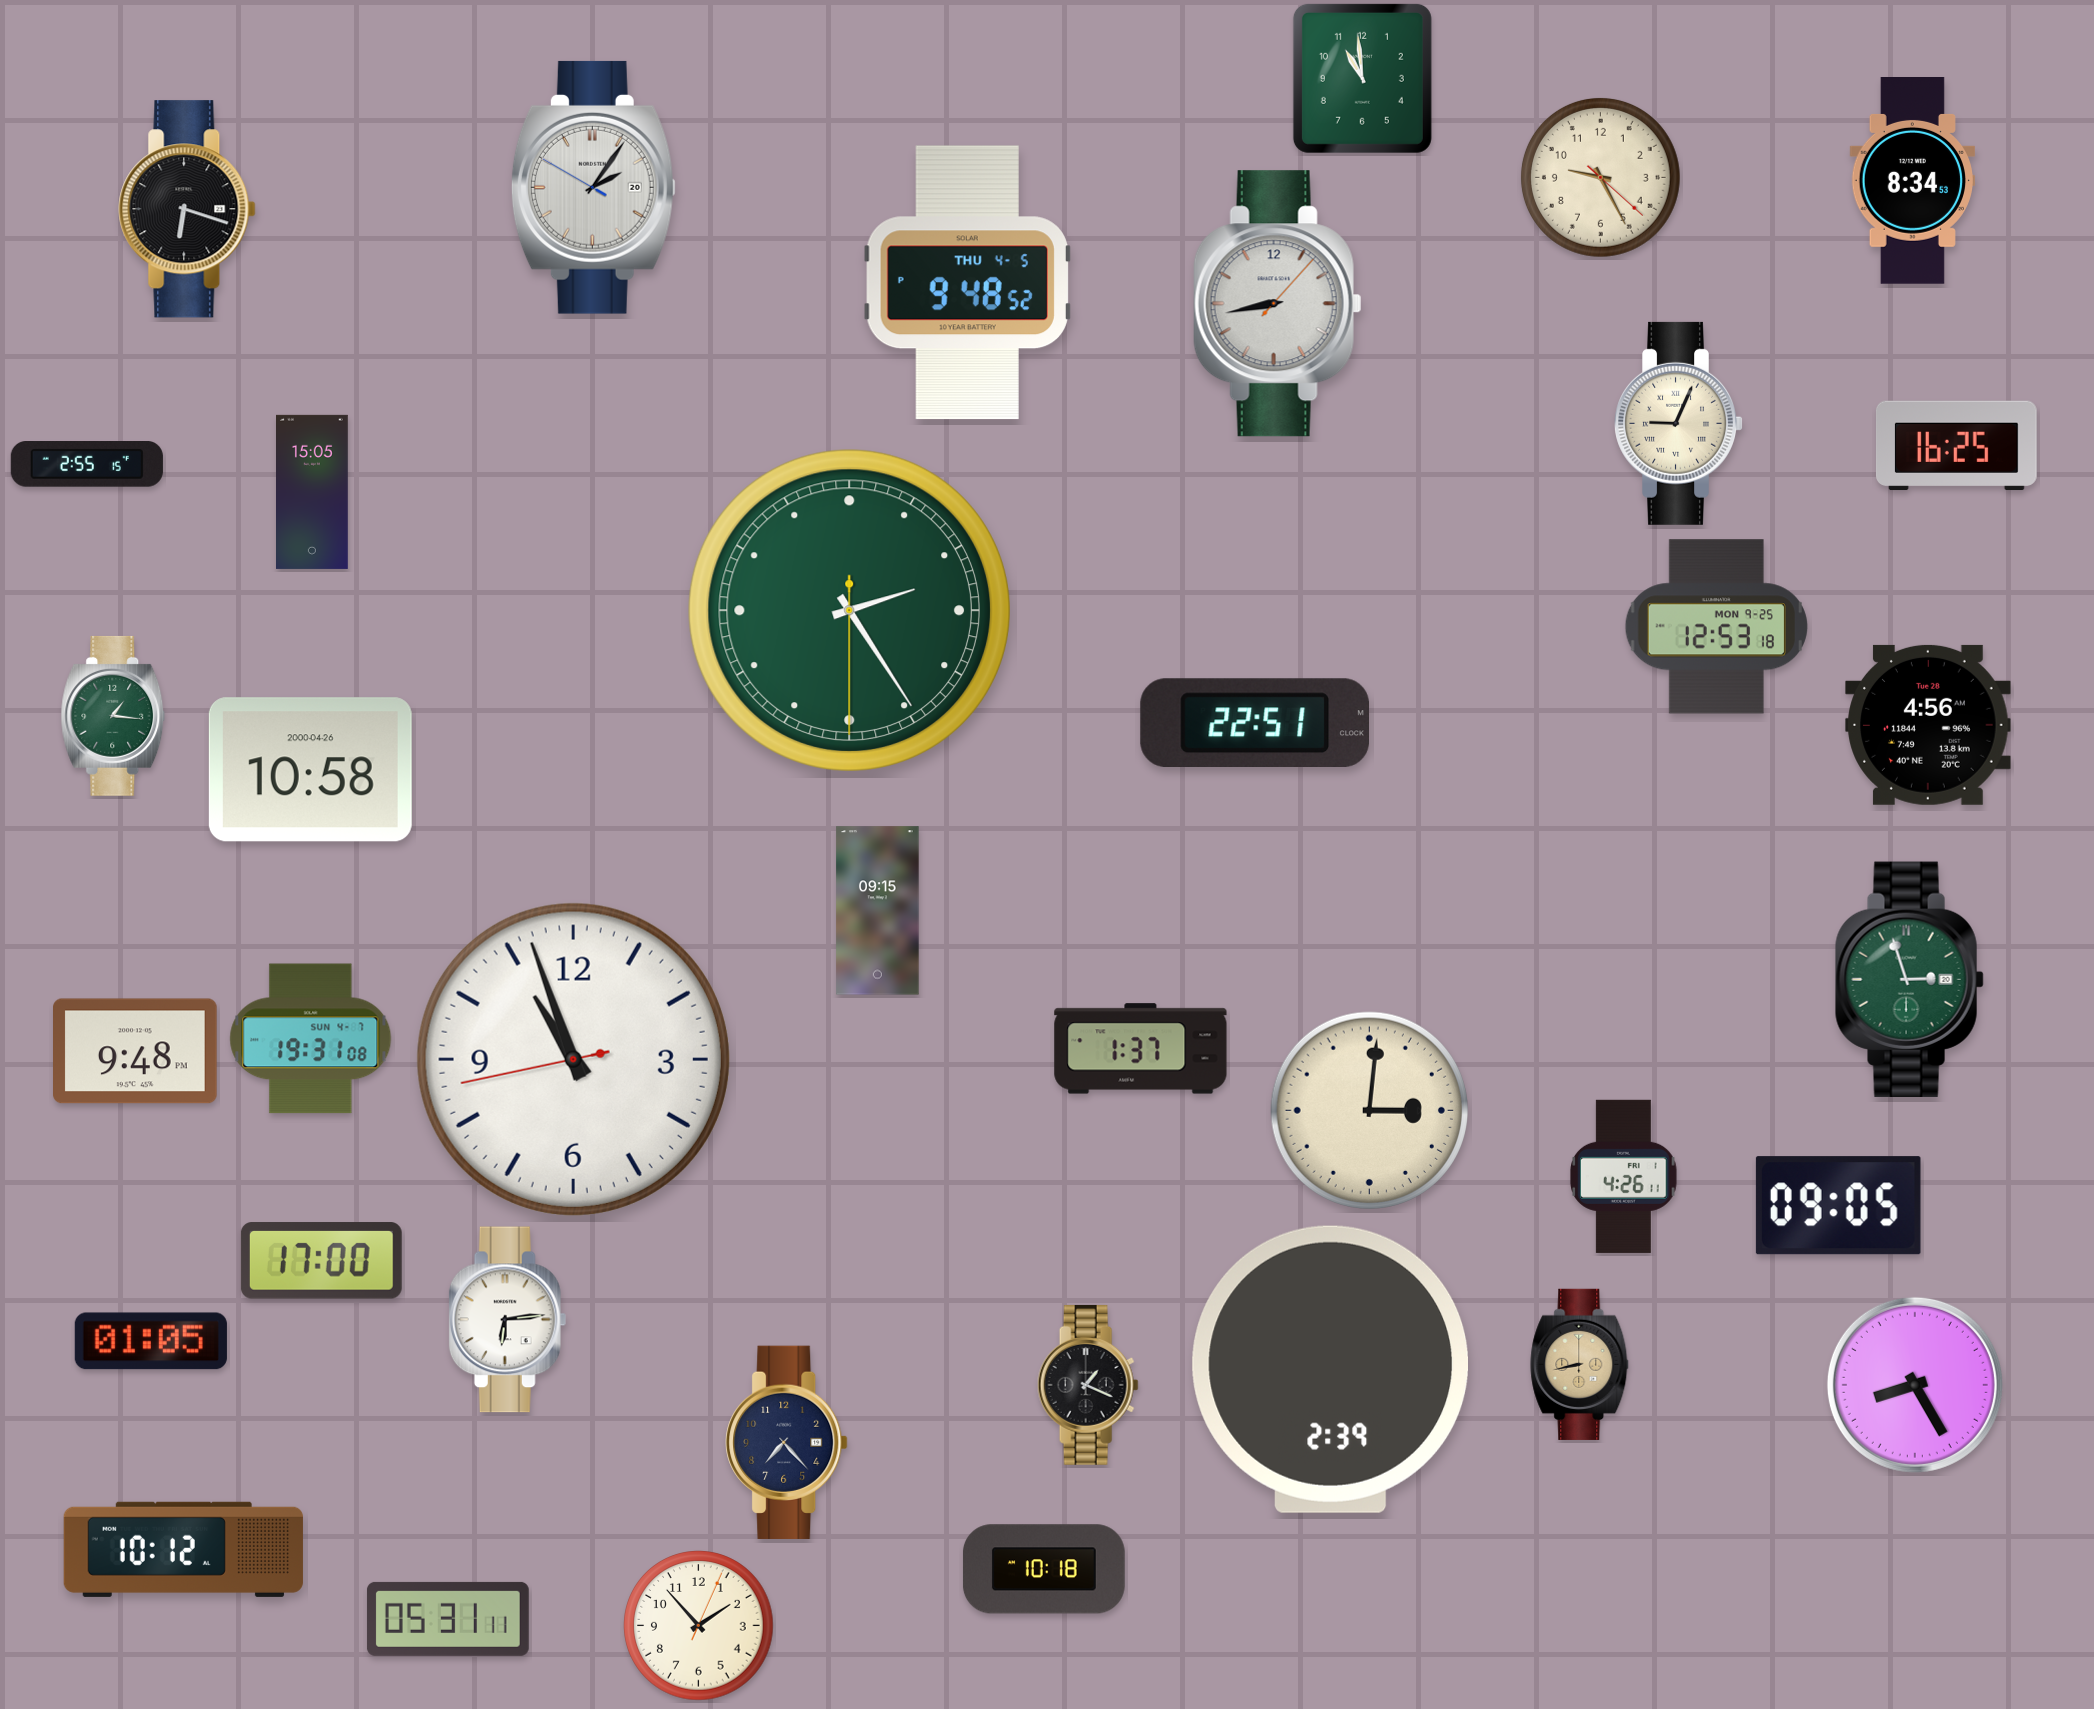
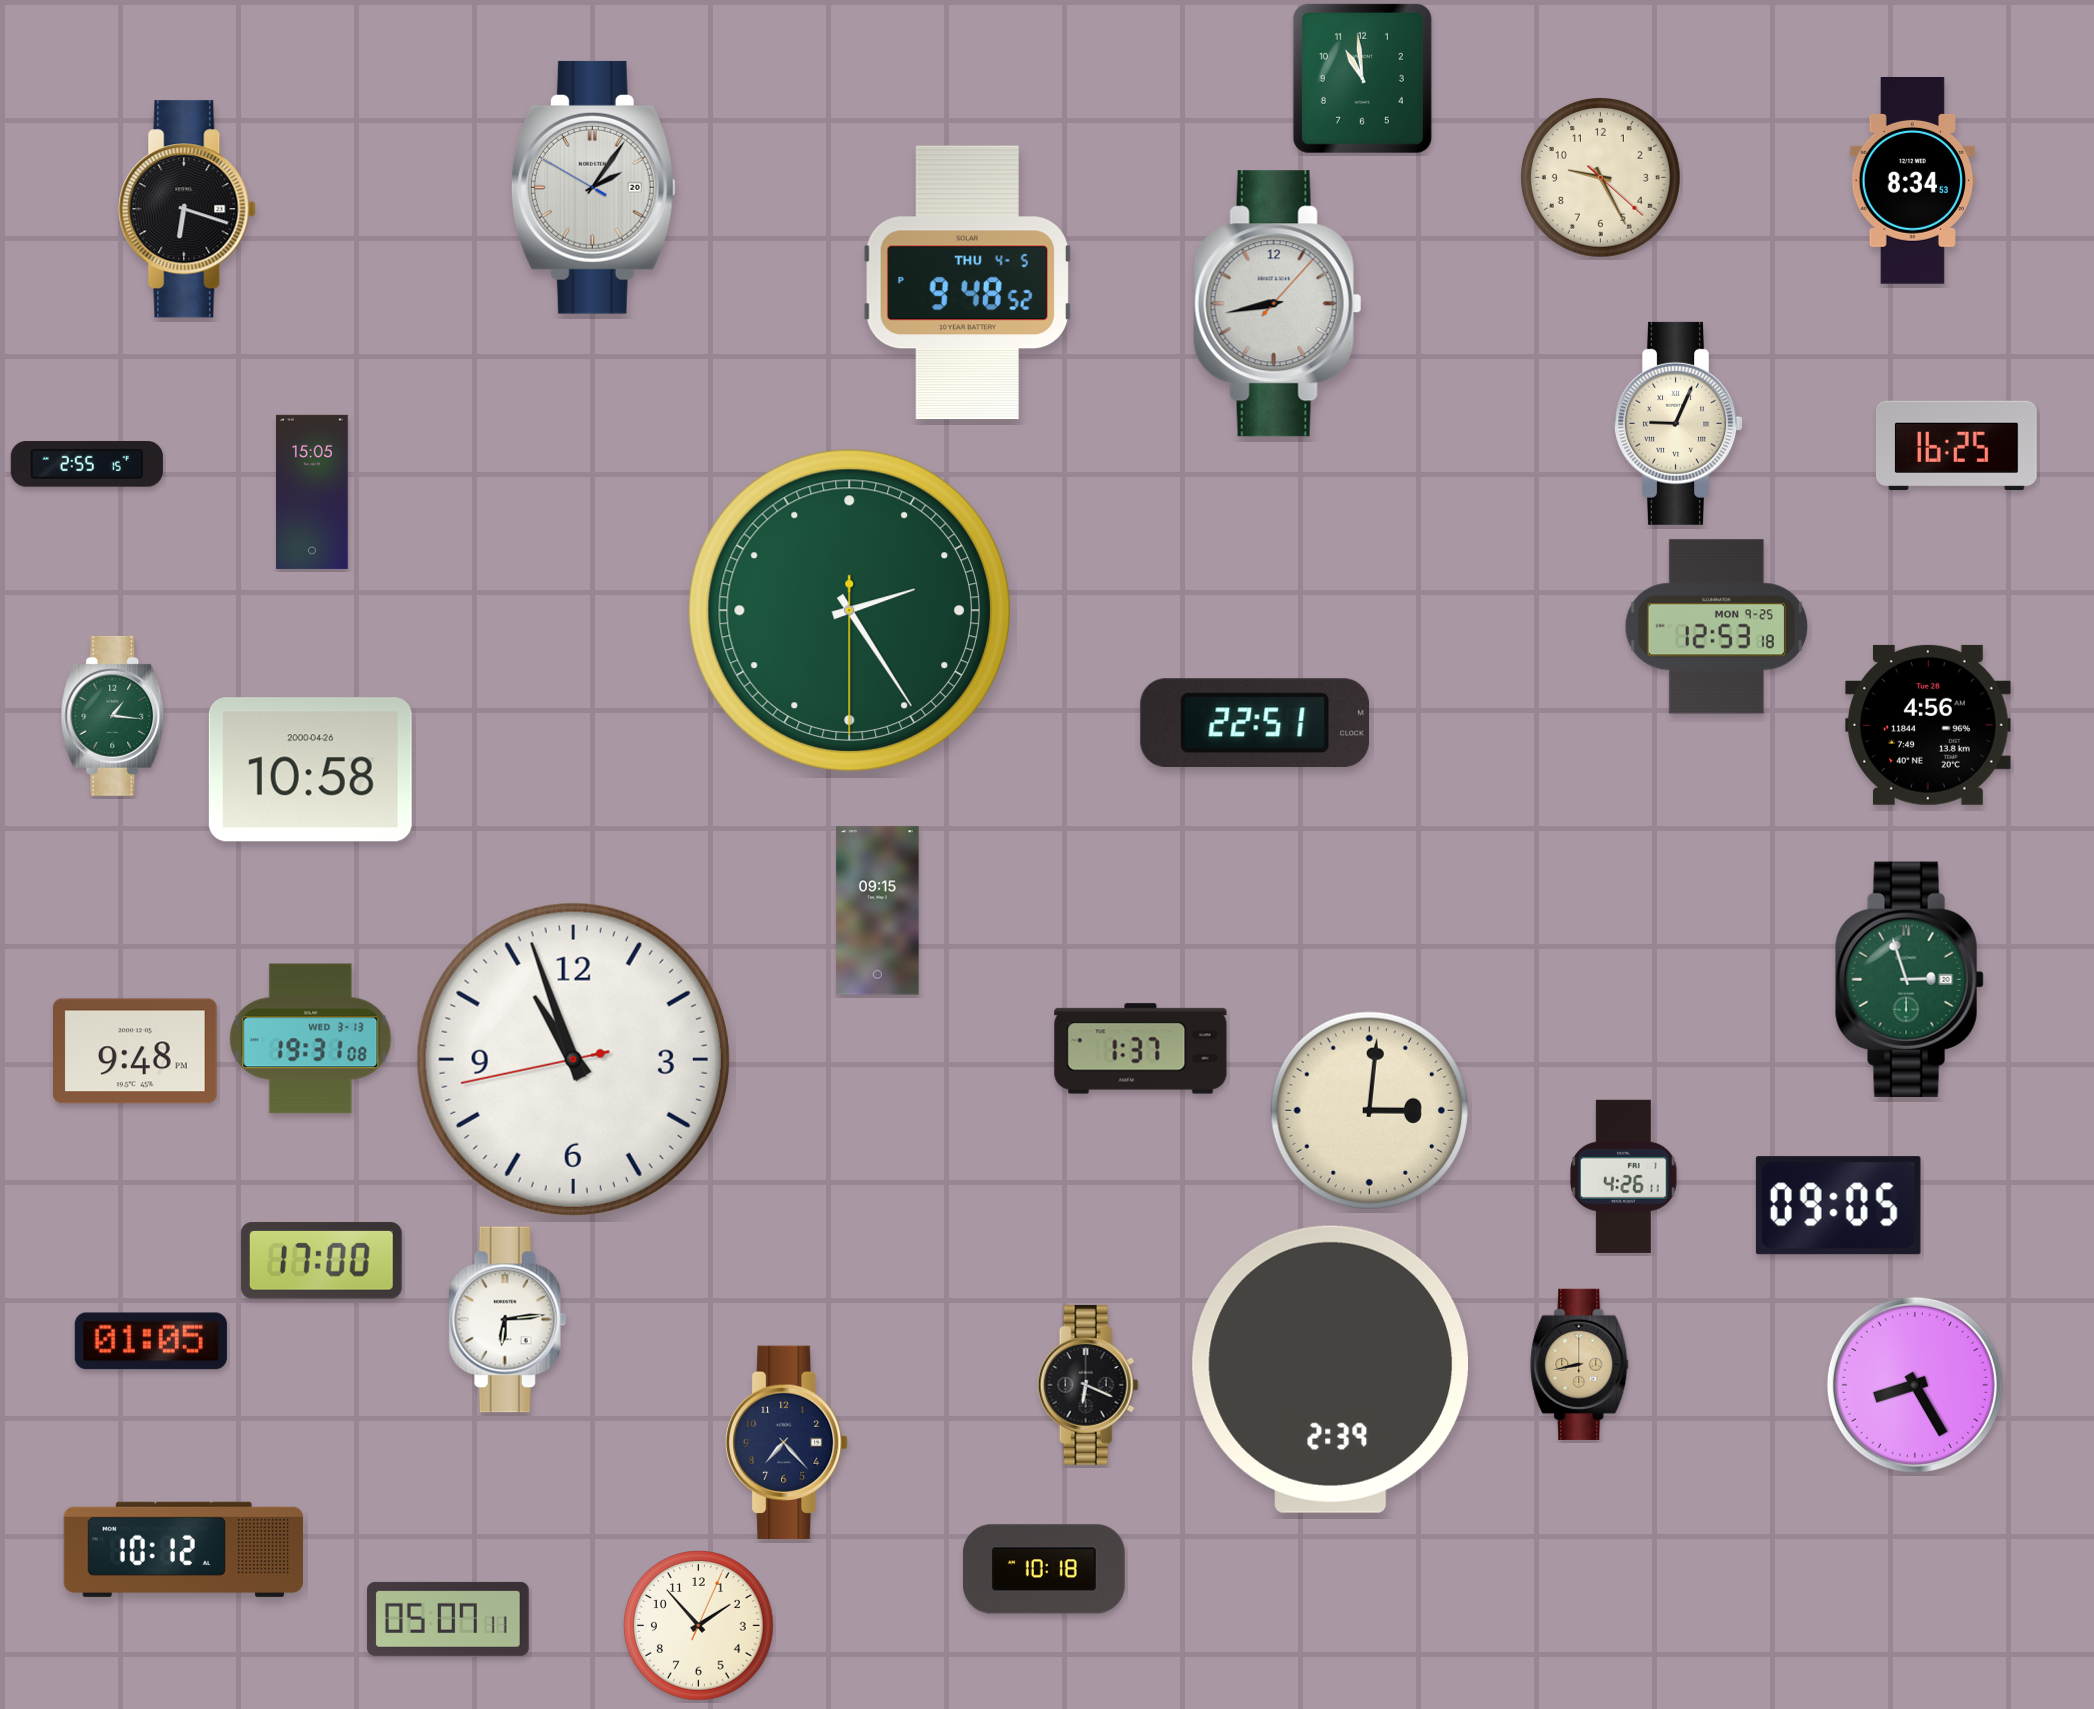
clock at (311, 1039) date: SUN 4-7 -> WED 3-13
clock at (1088, 1385): 1:19 -> 6:19
clock at (448, 1619): 05:31 -> 05:07
